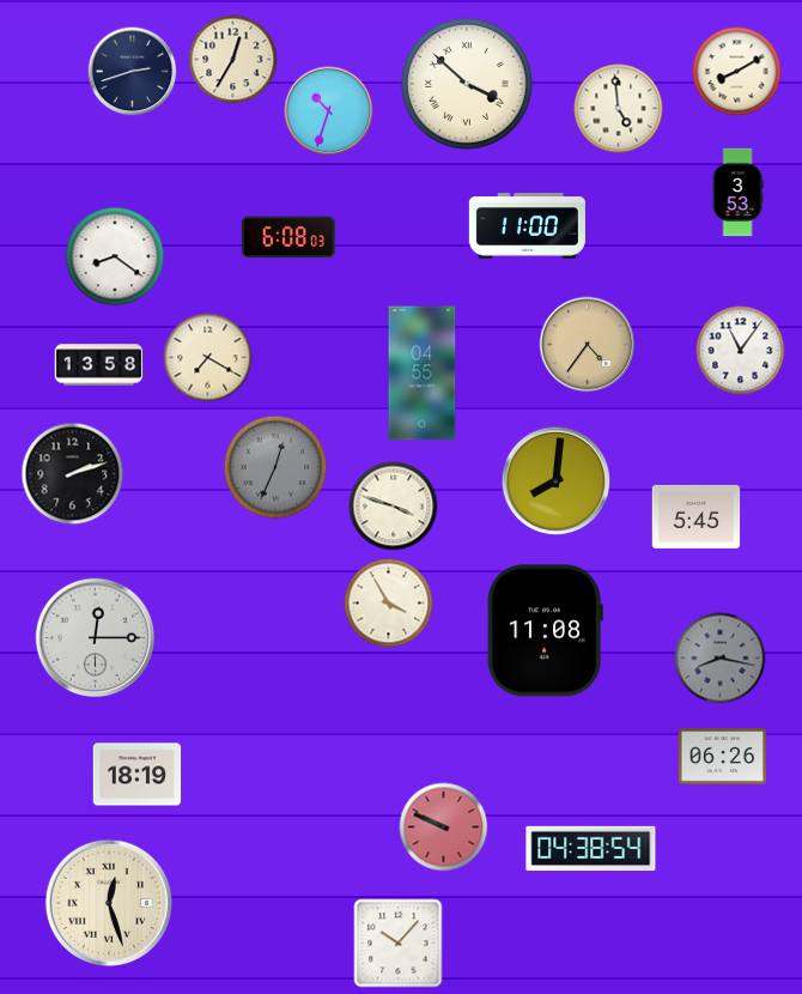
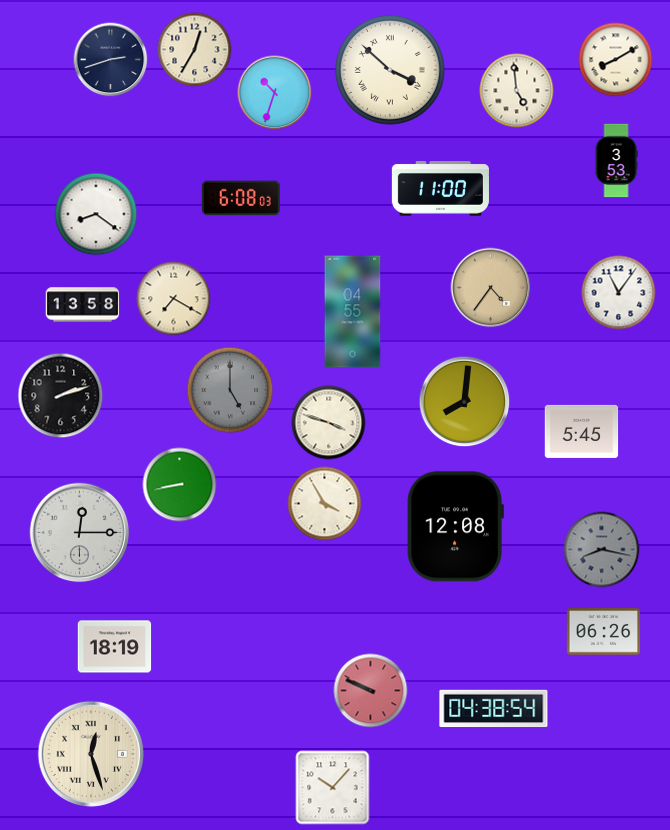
clock at (275, 467): 12:34 -> 5:00
clock at (180, 485): none -> 8:43
clock at (545, 631): 11:08 -> 12:08
